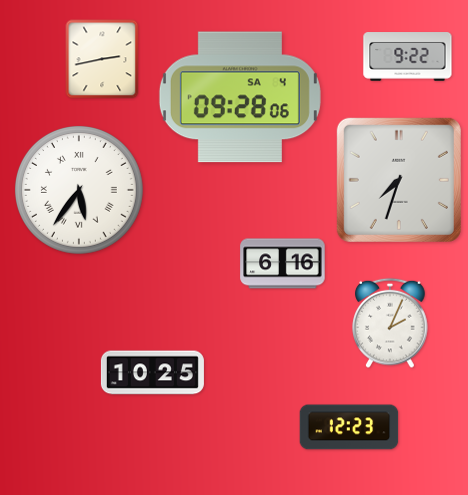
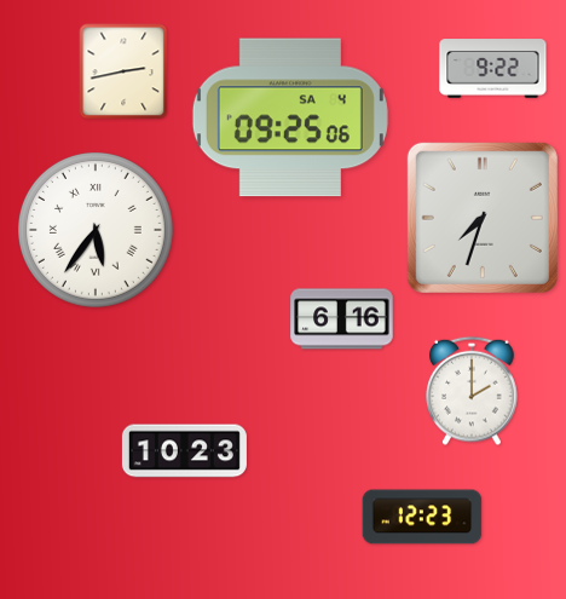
clock at (240, 97): 09:28 -> 09:25
clock at (390, 323): 2:04 -> 2:00
clock at (152, 373): 10:25 -> 10:23
